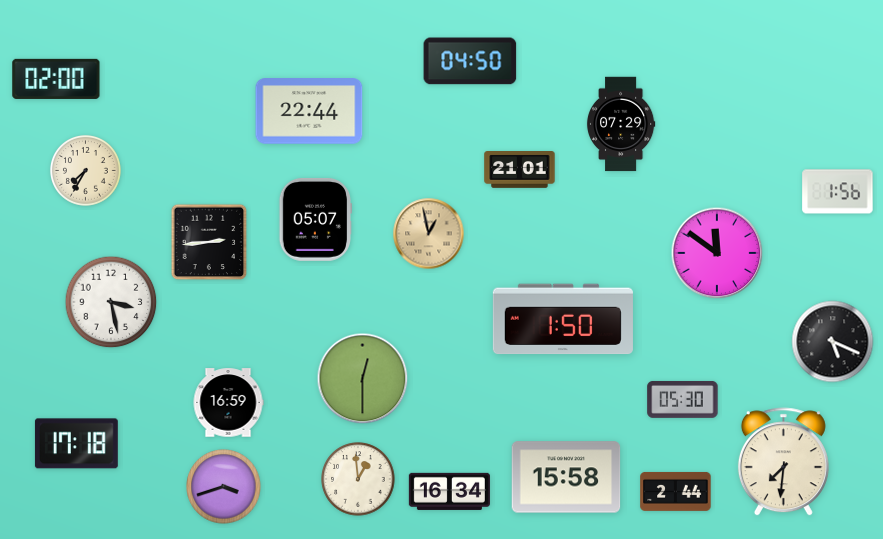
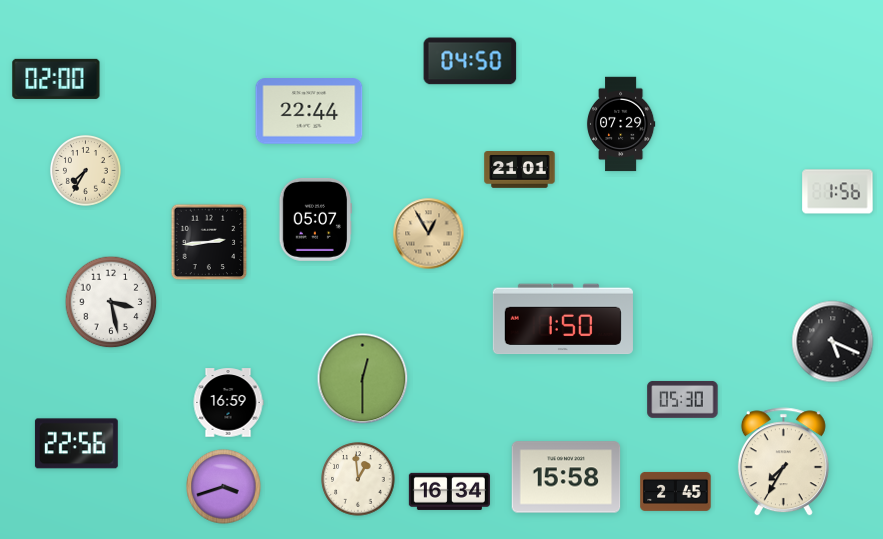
clock at (429, 234): 12:58 -> 12:55
clock at (717, 253): 11:51 -> none
clock at (76, 444): 17:18 -> 22:56
clock at (783, 462): 7:31 -> 7:35
clock at (676, 491): 2:44 -> 2:45
